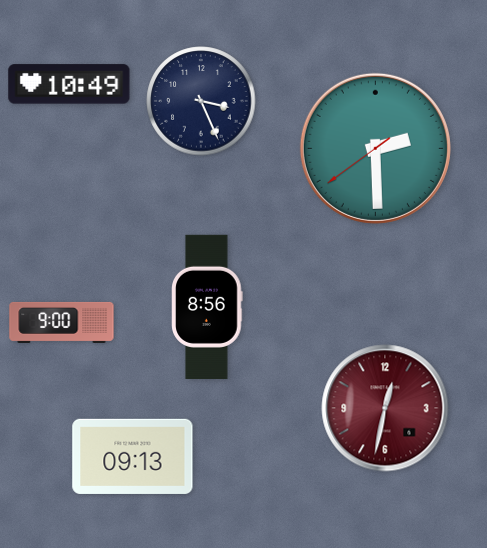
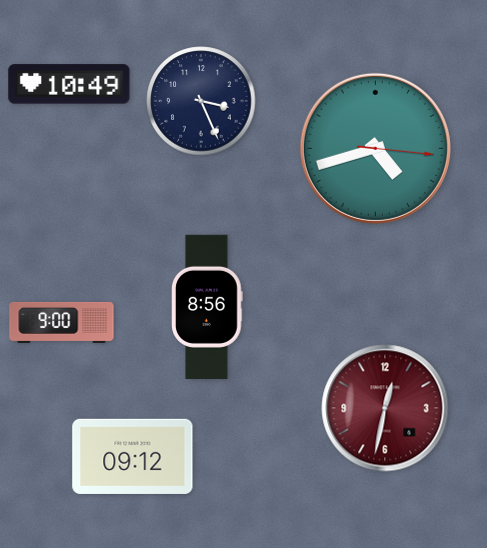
clock at (375, 148): 2:29 -> 4:42
clock at (133, 456): 09:13 -> 09:12
